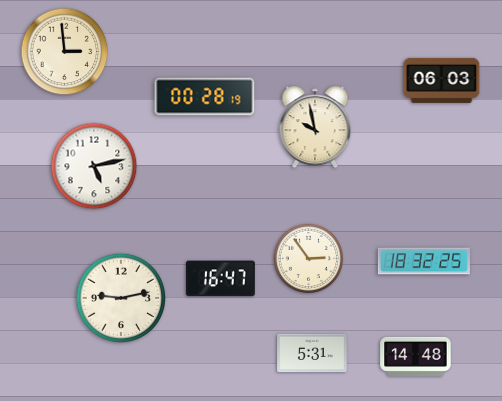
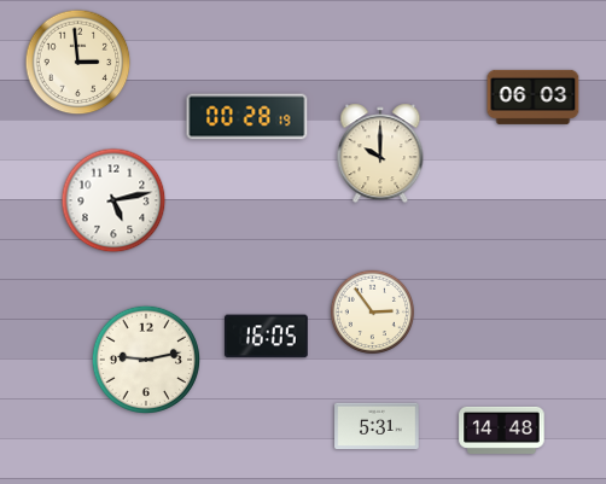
clock at (315, 127): 9:58 -> 10:00
clock at (424, 261): 18:32 -> none
clock at (220, 279): 16:47 -> 16:05
